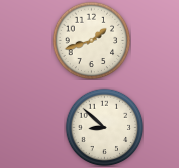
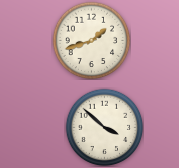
clock at (104, 127): 8:52 -> 3:52
